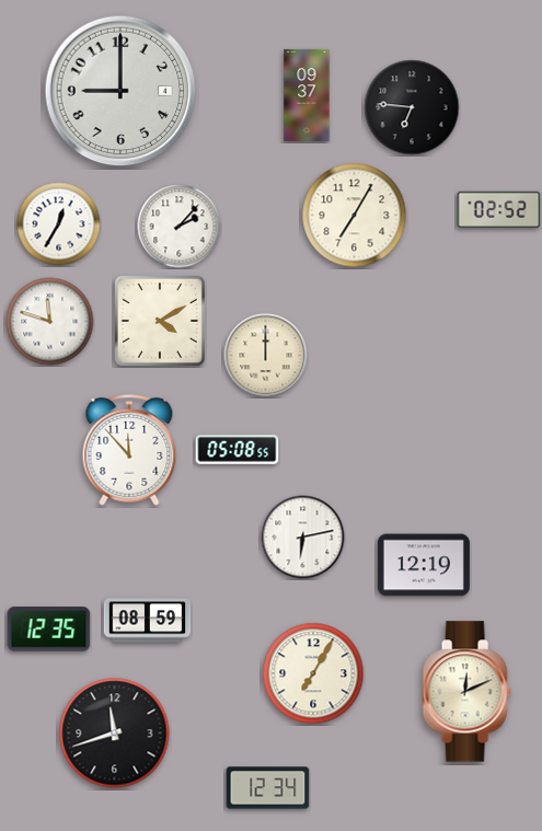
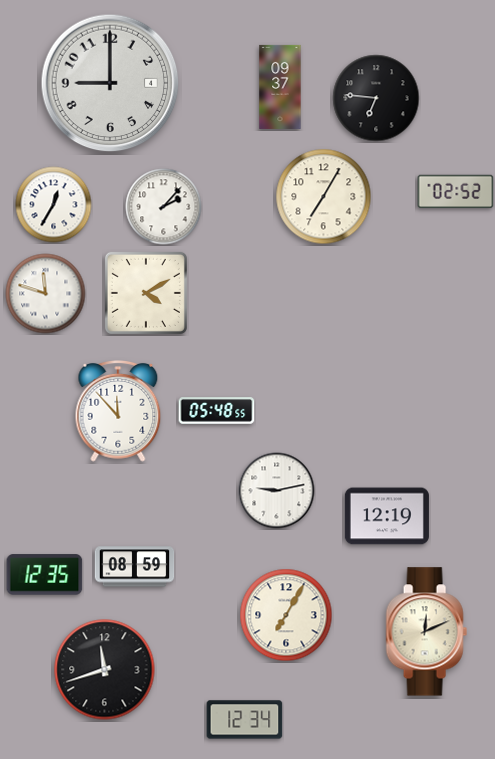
clock at (266, 356): 12:00 -> none
clock at (238, 450): 05:08 -> 05:48
clock at (303, 538): 6:13 -> 9:13
